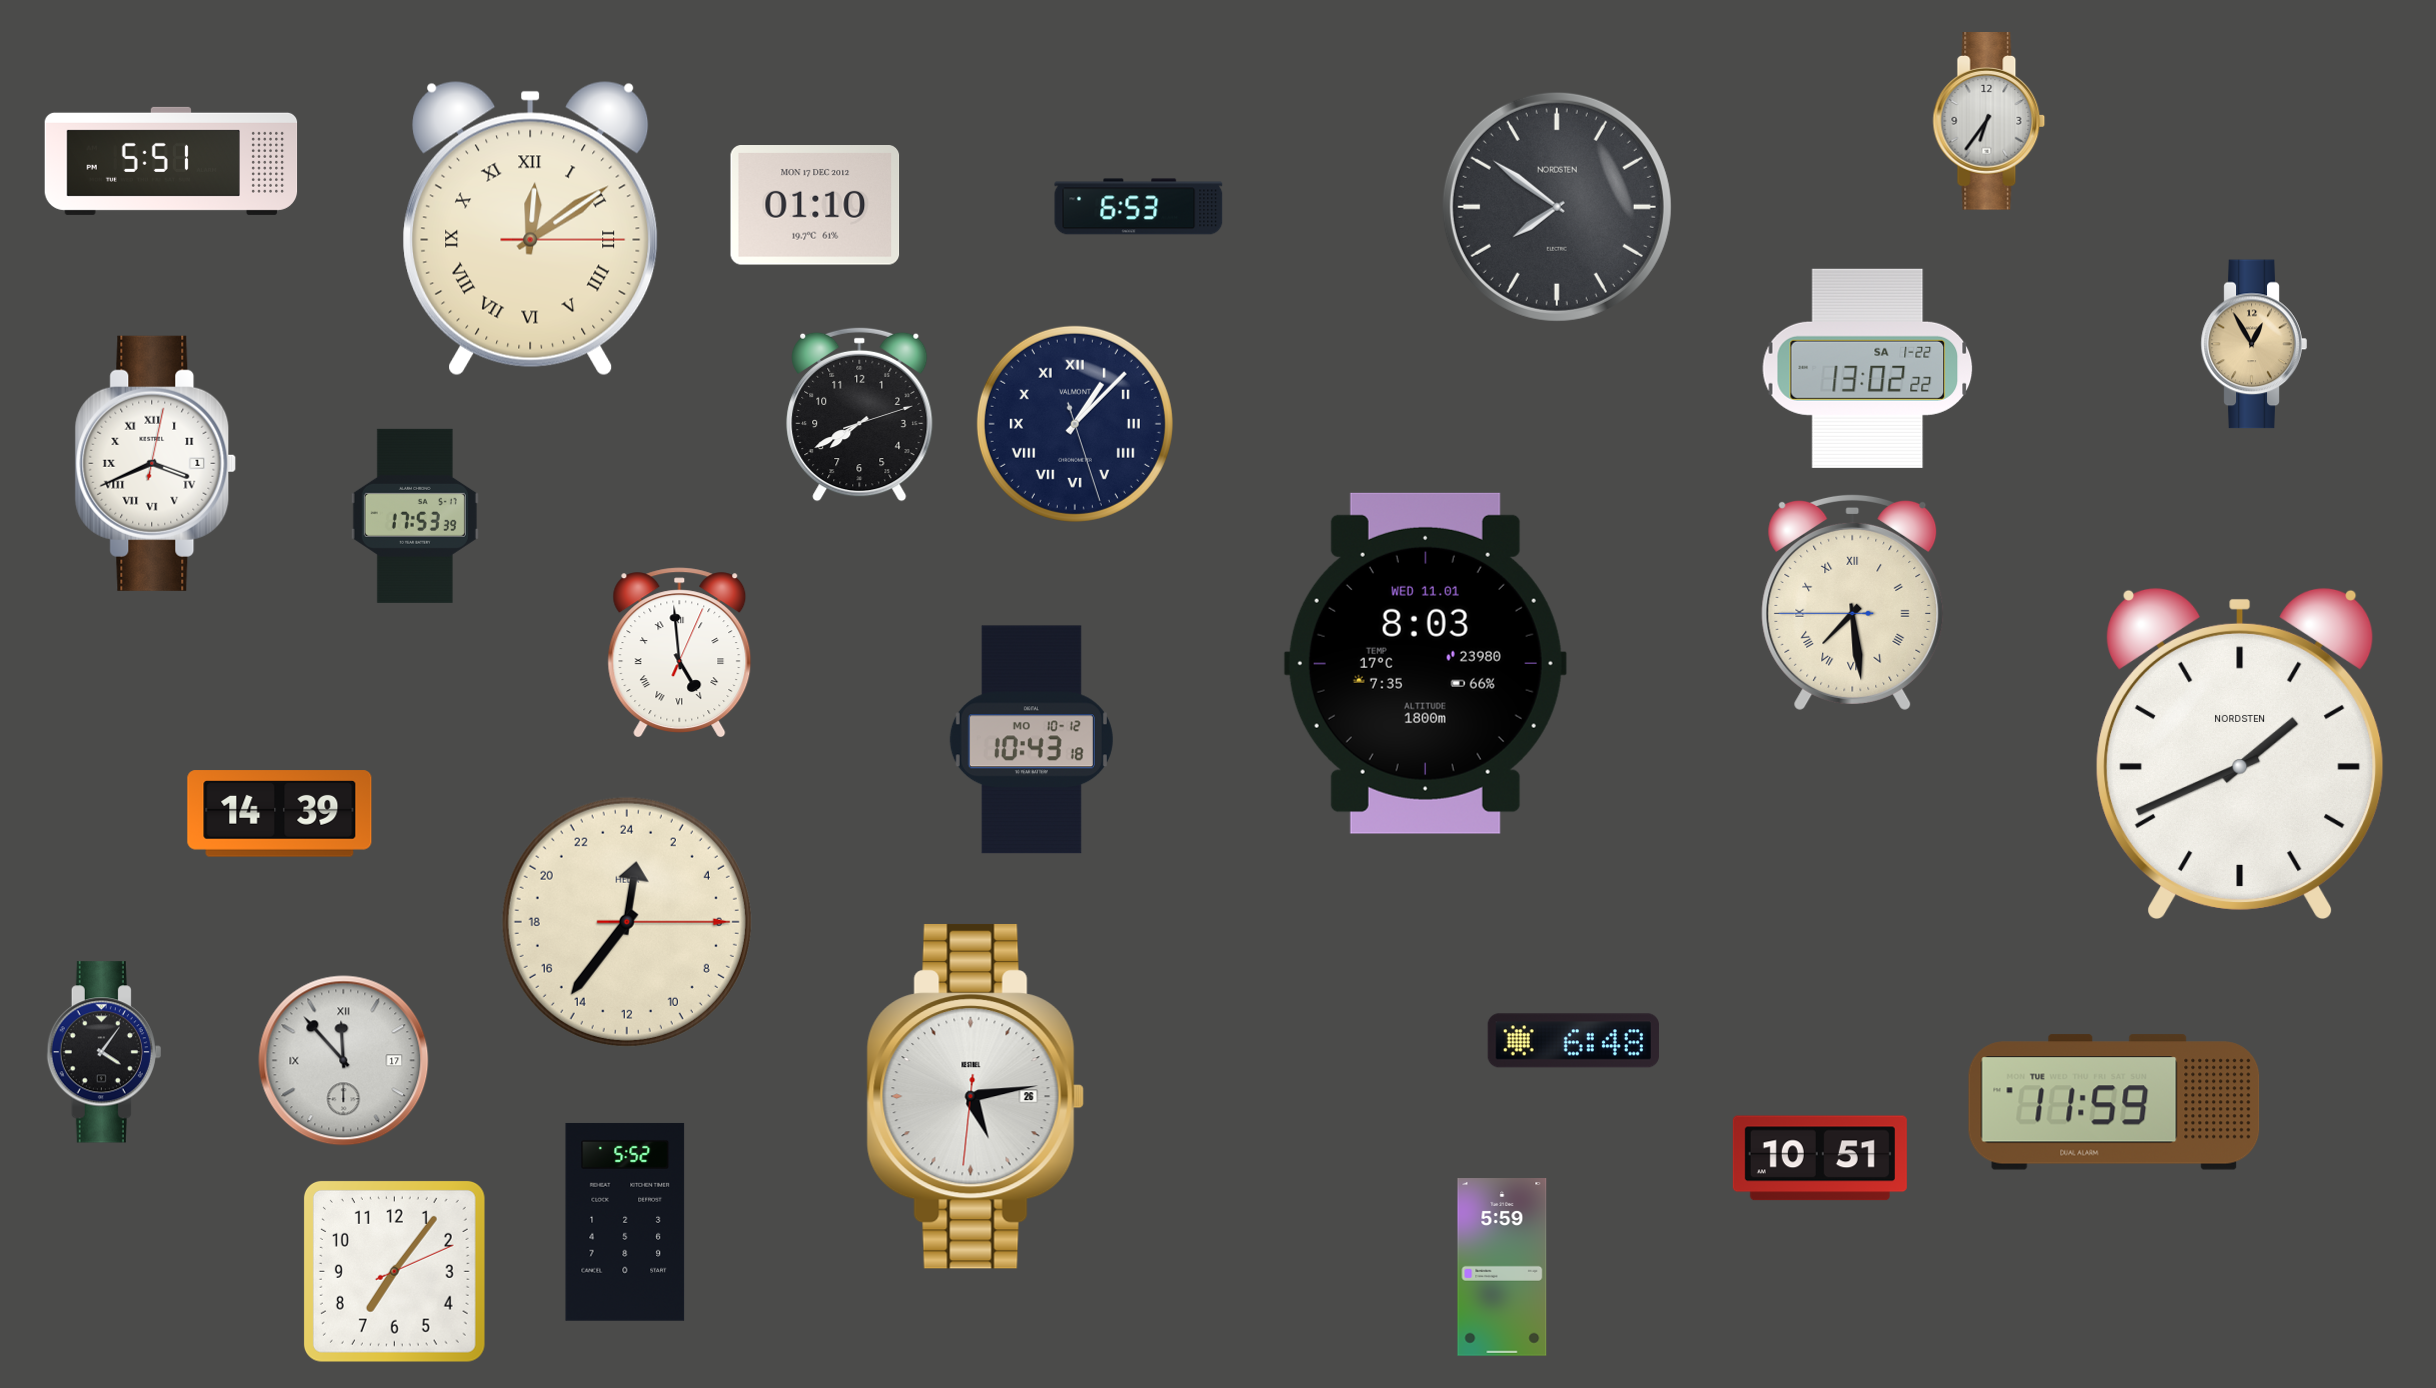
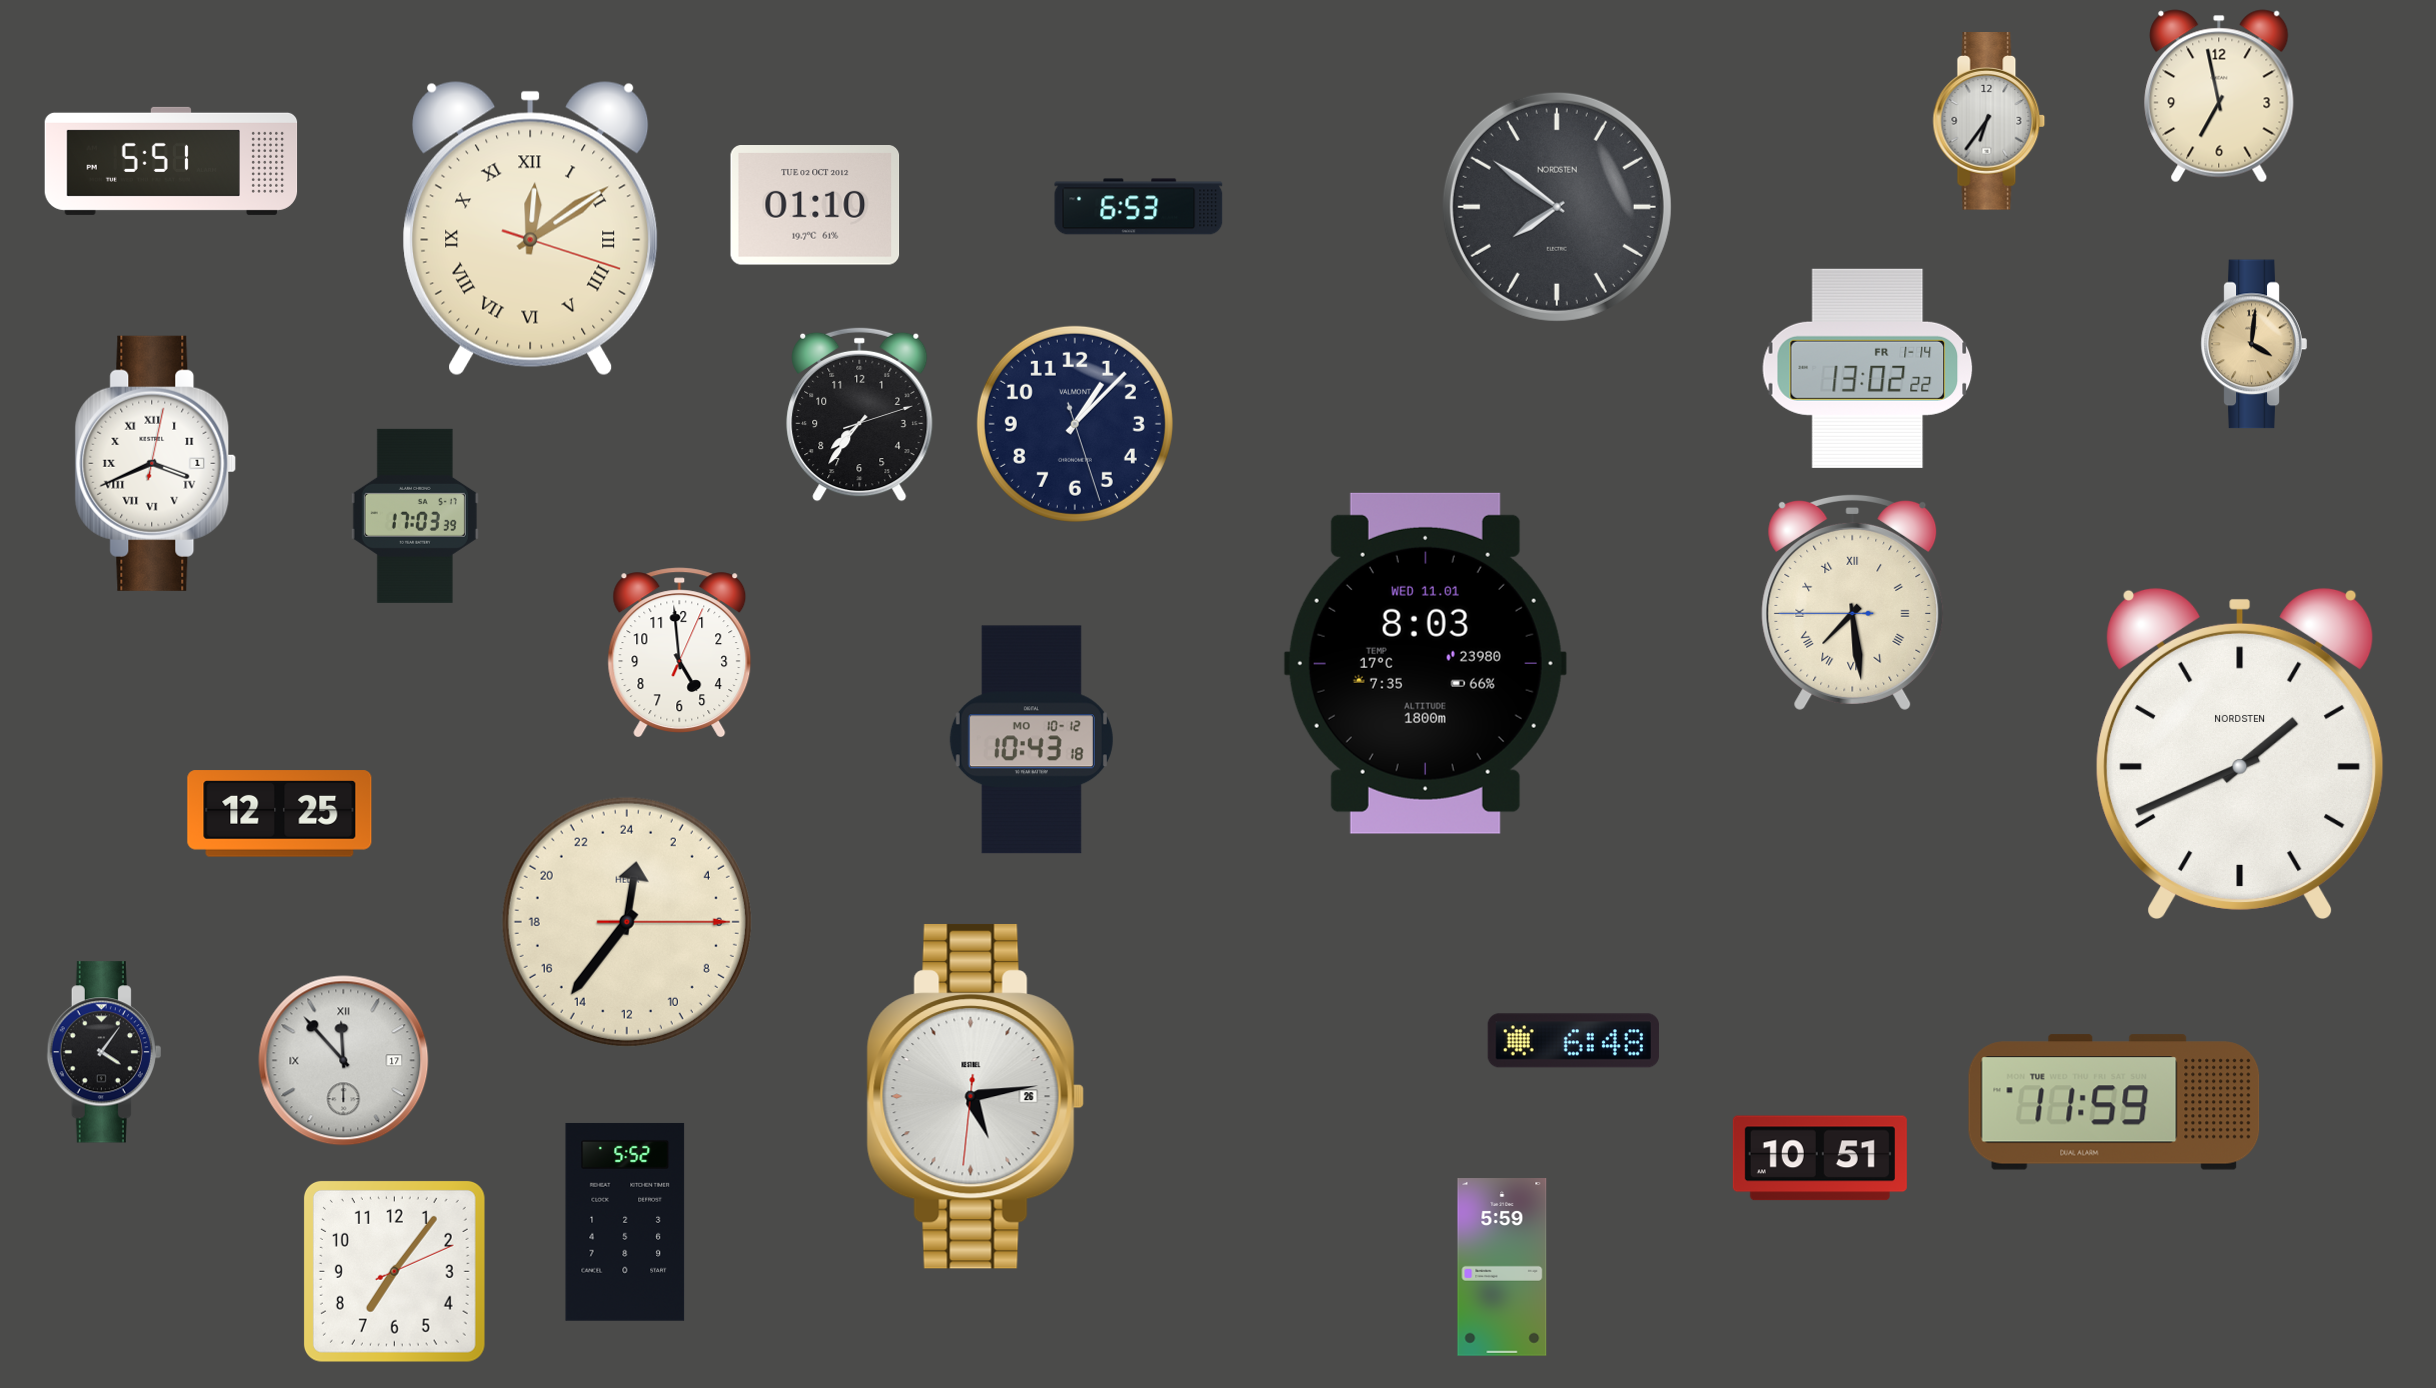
clock at (2219, 96): none -> 6:58
clock at (815, 206) date: MON 17 DEC 2012 -> TUE 02 OCT 2012
clock at (531, 229): 12:09:15 -> 12:09:18
clock at (2254, 344): 12:55 -> 4:01
clock at (1868, 368) date: SA 1-22 -> FR 1-14
clock at (860, 414): 7:40 -> 7:36
clock at (1075, 424) numerals: Roman -> Arabic
clock at (415, 516): 17:53 -> 17:03
clock at (680, 652) numerals: Roman -> Arabic
clock at (280, 814): 14:39 -> 12:25
